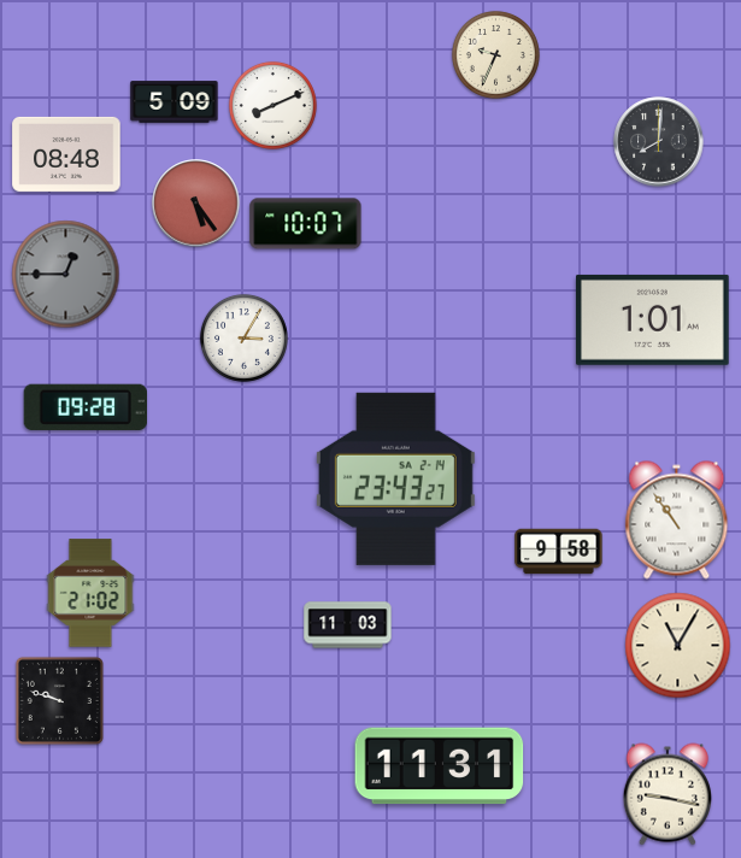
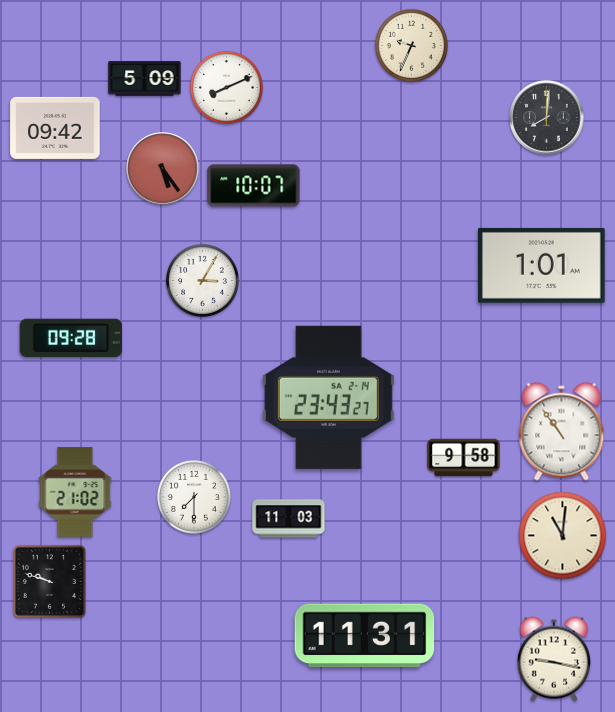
clock at (175, 102) position: (175, 102) -> (145, 79)
clock at (66, 154): 08:48 -> 09:42
clock at (66, 275): 12:45 -> none
clock at (194, 497): none -> 7:30
clock at (678, 646): 11:05 -> 11:01
